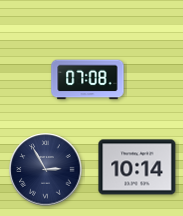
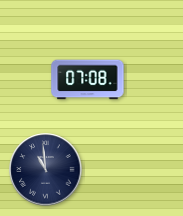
clock at (137, 167): 10:14 -> none
clock at (46, 170): 2:55 -> 10:59
